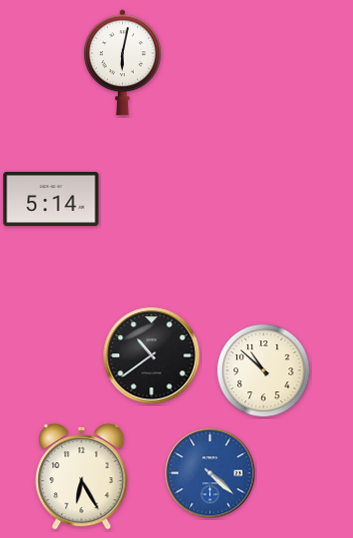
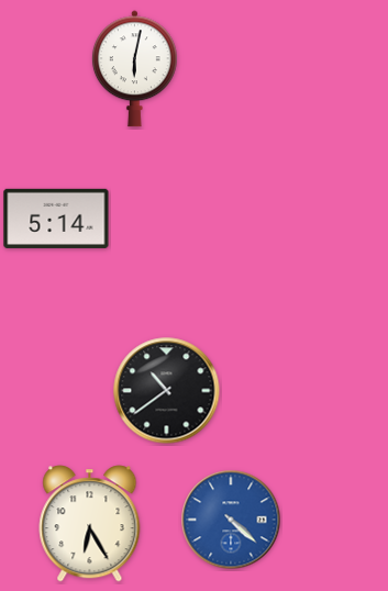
clock at (264, 371): 10:52 -> none
